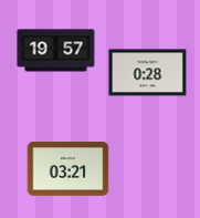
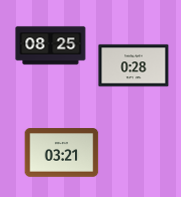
clock at (56, 51): 19:57 -> 08:25
